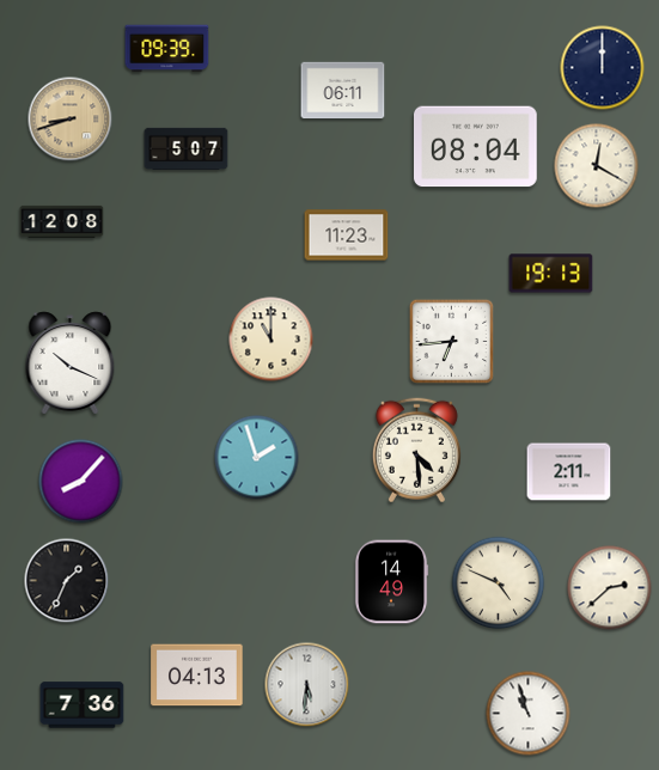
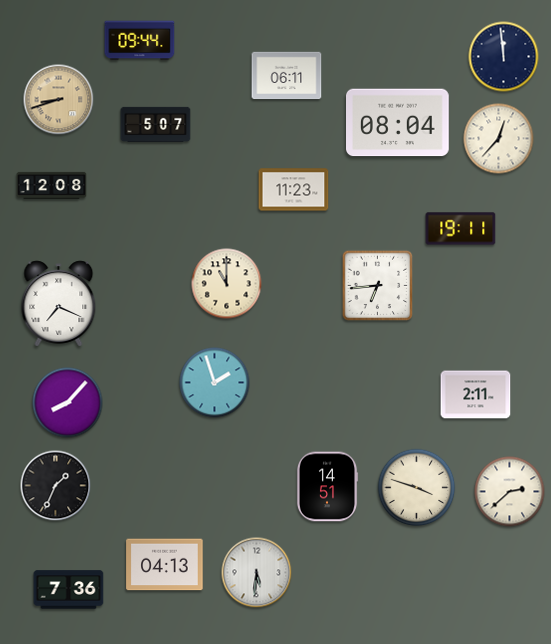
clock at (167, 49): 09:39 -> 09:44
clock at (603, 68): 12:00 -> 11:59
clock at (597, 166): 12:20 -> 12:37
clock at (347, 236) position: (347, 236) -> (294, 190)
clock at (551, 274): 19:13 -> 19:11
clock at (71, 363): 10:19 -> 7:19
clock at (416, 451): 4:29 -> none
clock at (391, 582): 14:49 -> 14:51
clock at (499, 583): 4:49 -> 3:48
clock at (529, 714): 10:57 -> none
